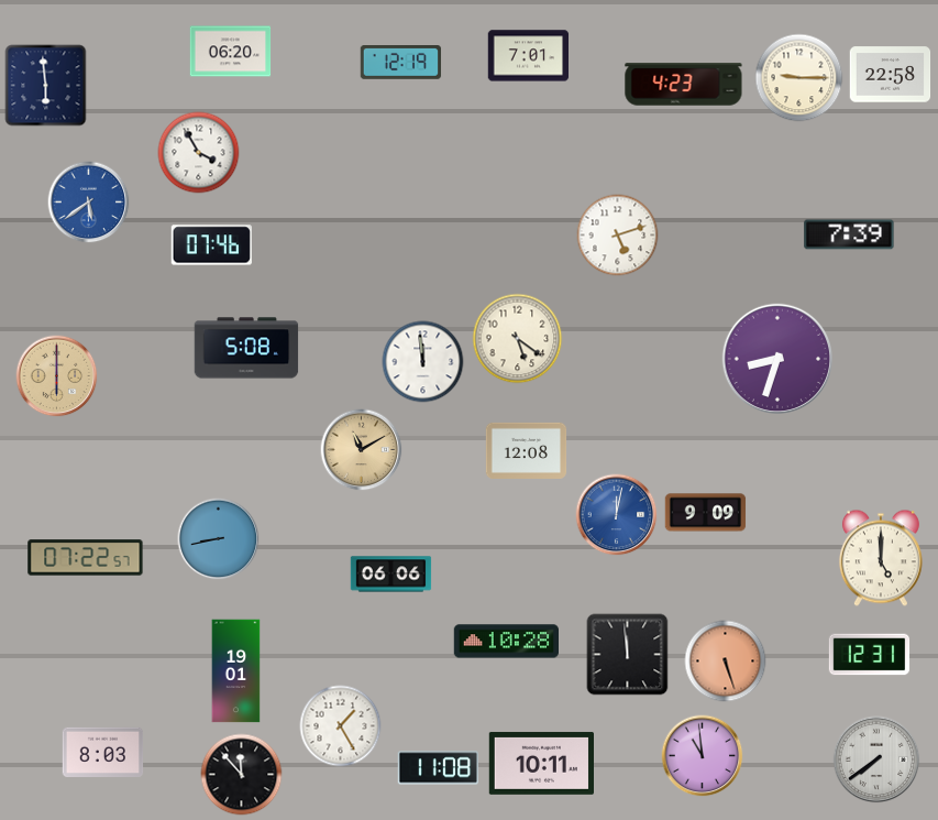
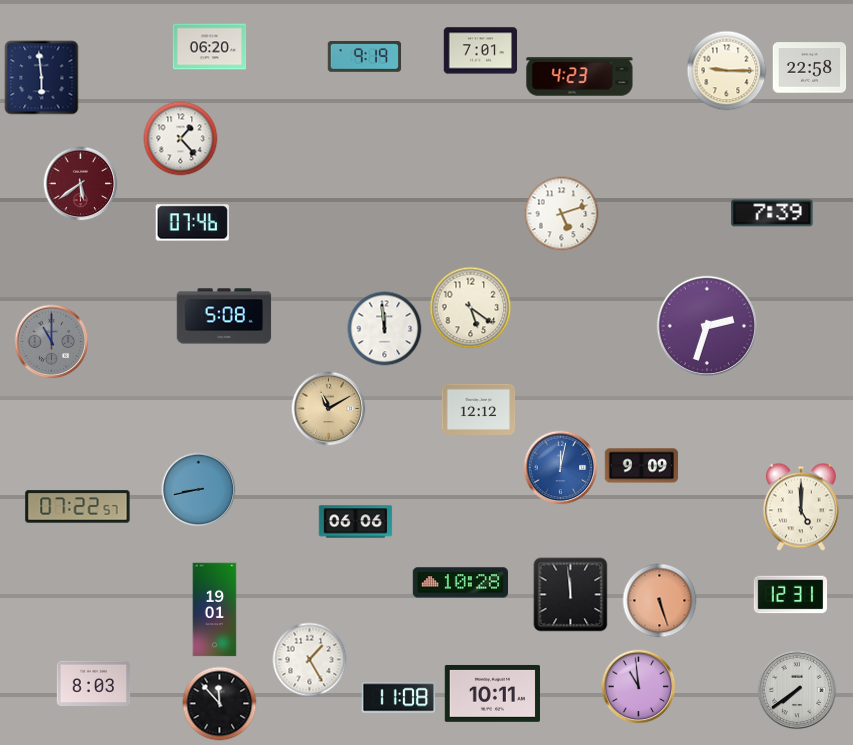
clock at (401, 63): 12:19 -> 9:19
clock at (684, 85) position: (684, 85) -> (580, 77)
clock at (199, 153): 3:55 -> 1:23
clock at (89, 203) dial: blue -> burgundy
clock at (776, 358): 8:33 -> 2:33
clock at (57, 376): 6:00 -> 11:00
clock at (57, 376) dial: champagne -> grey
clock at (527, 450): 12:08 -> 12:12
